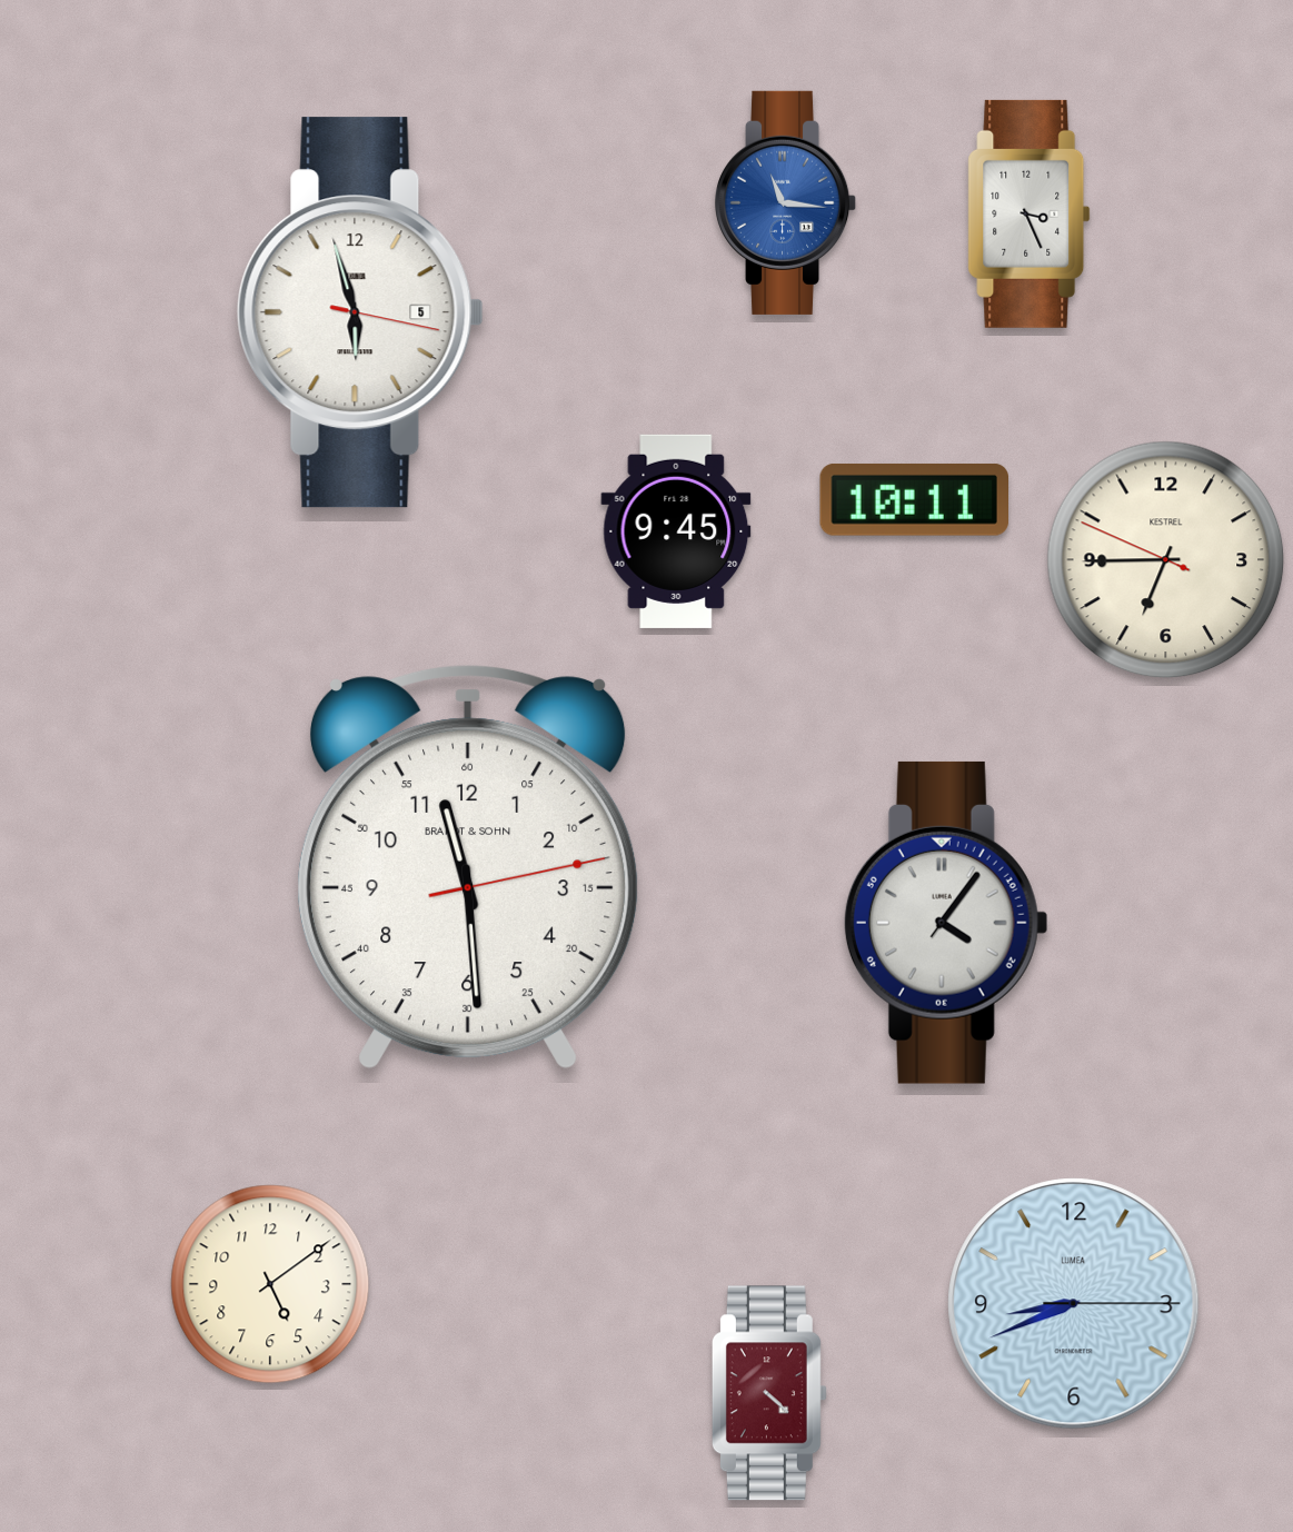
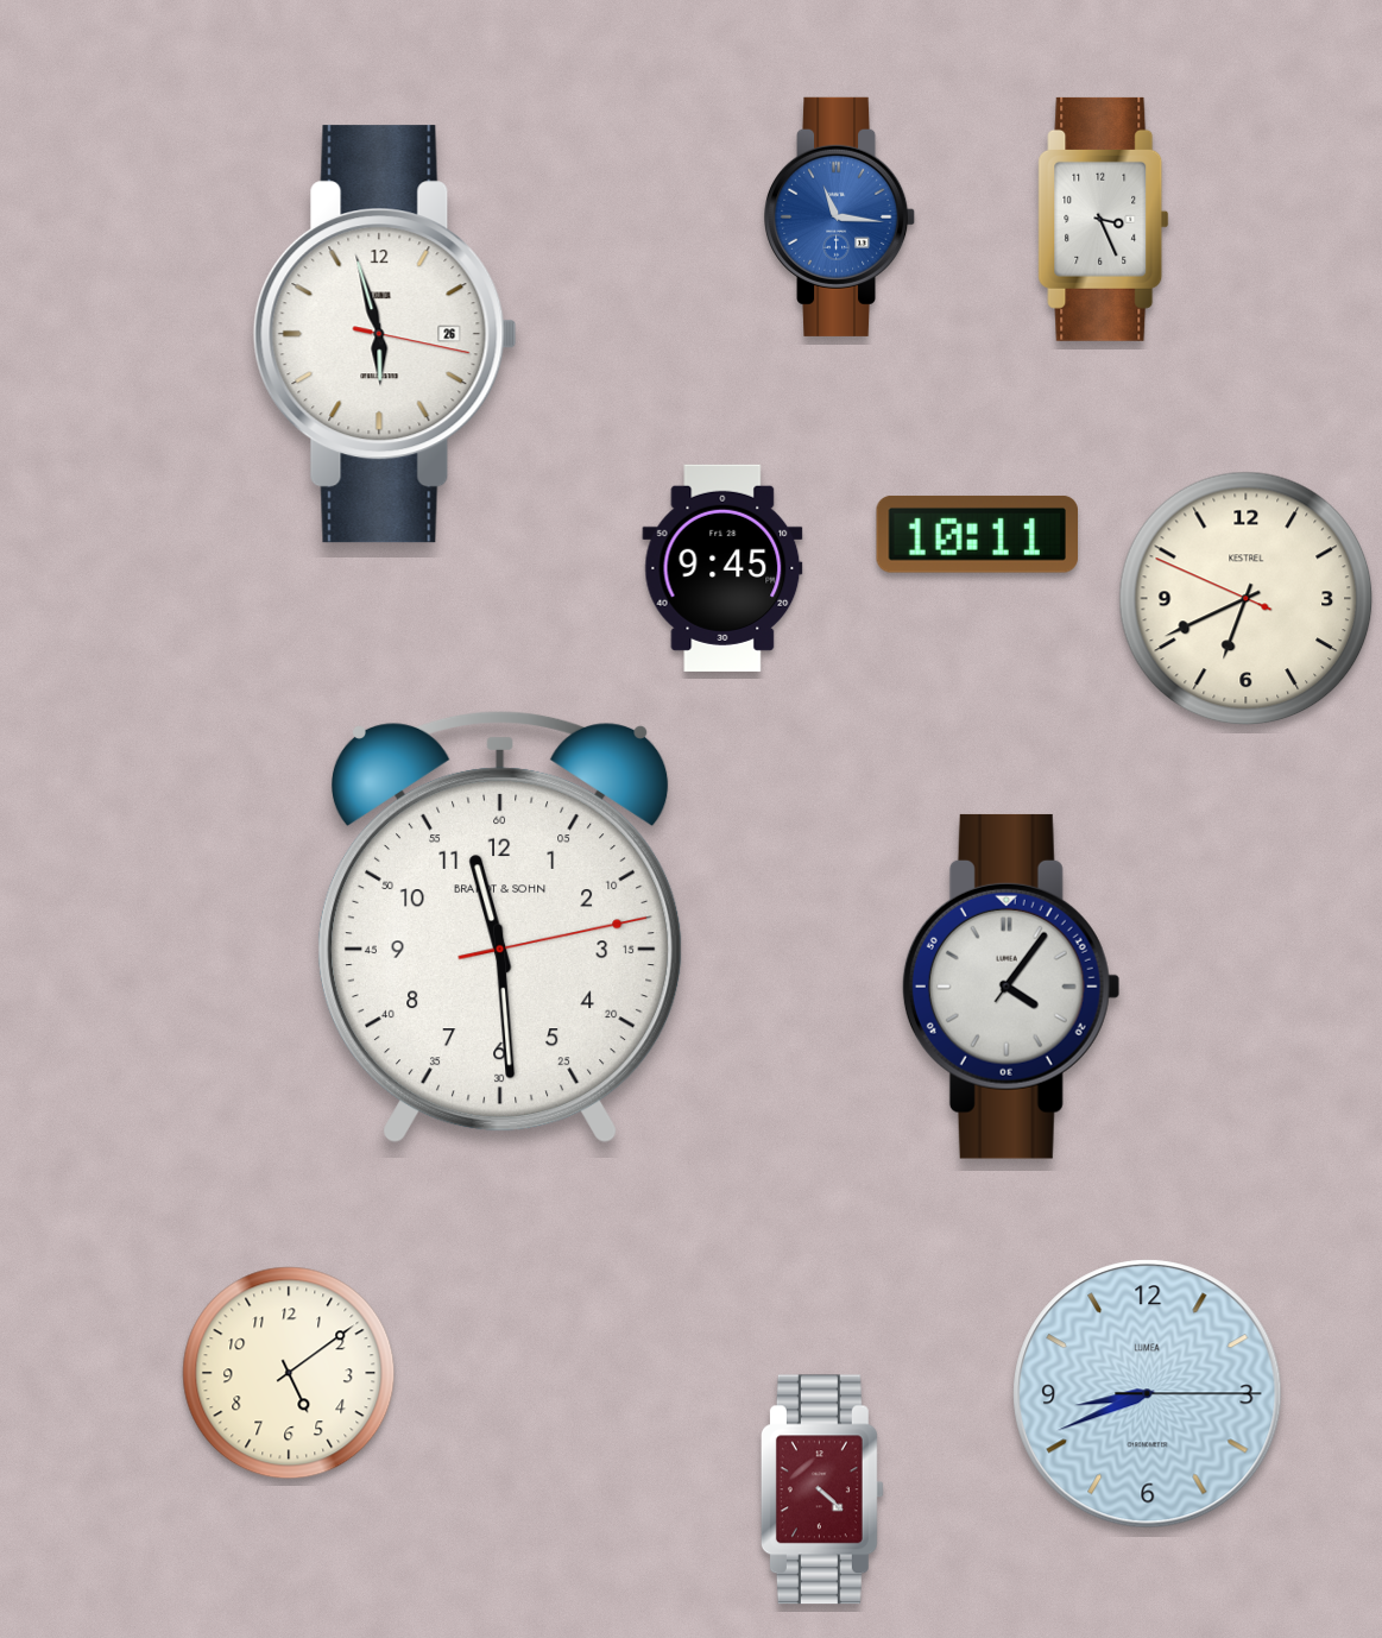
clock at (1030, 213) position: (1030, 213) -> (1104, 219)
clock at (360, 312) date: 5 -> 26
clock at (1166, 560): 6:44 -> 6:40
